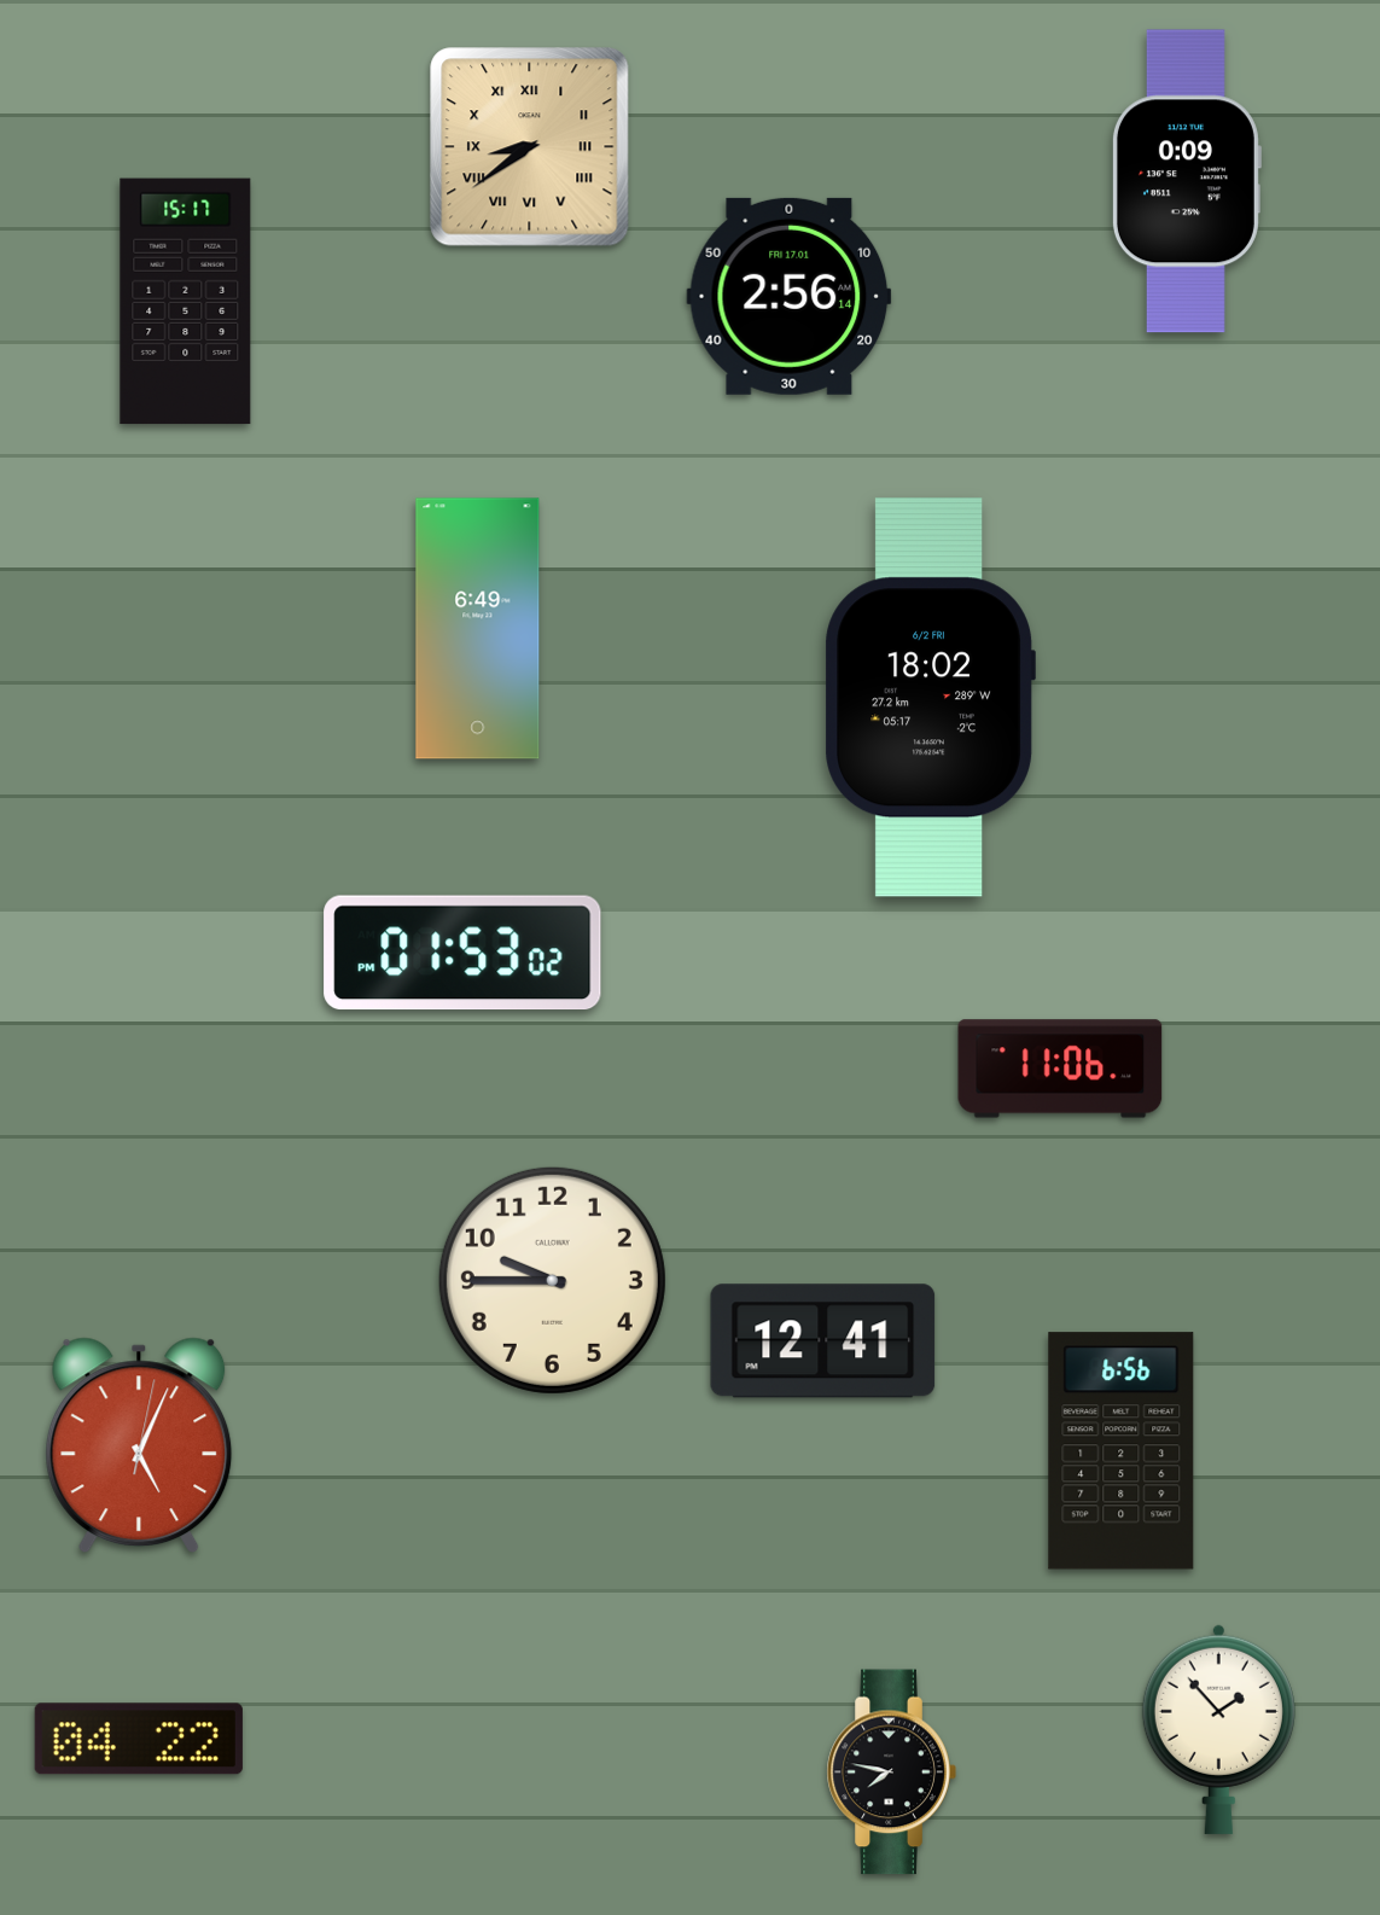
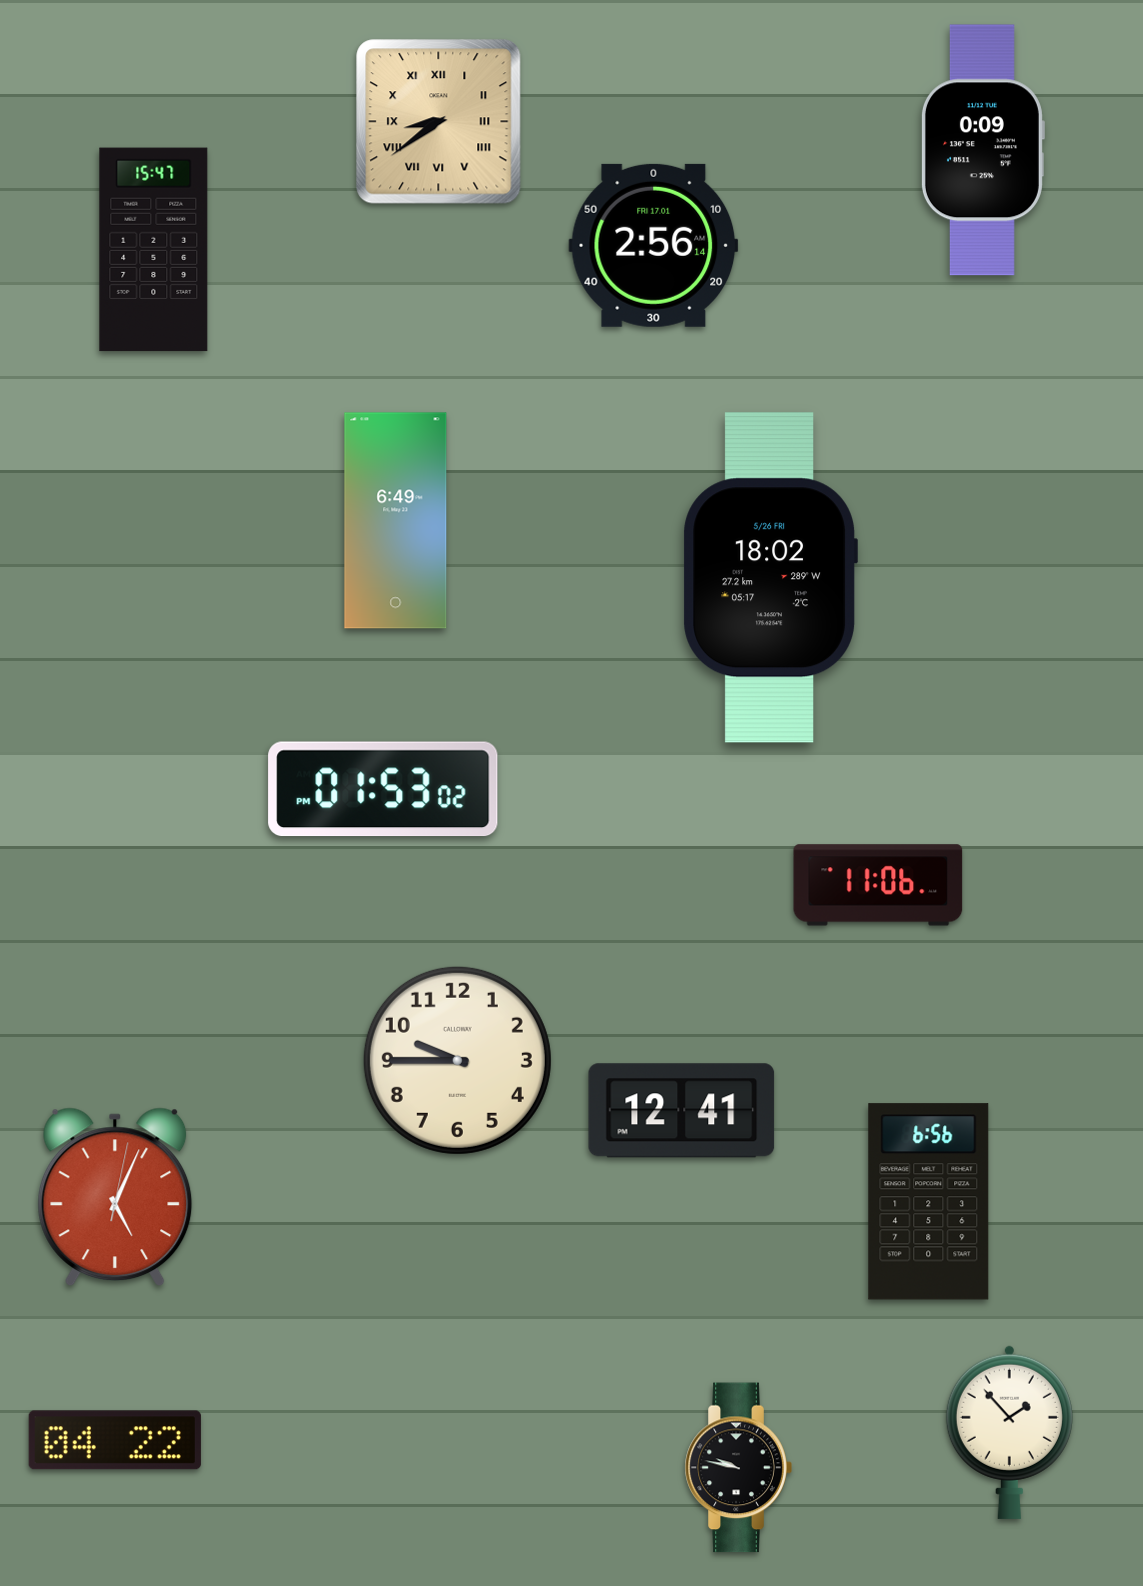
clock at (186, 302): 15:17 -> 15:47
clock at (930, 698) date: 6/2 FRI -> 5/26 FRI
clock at (891, 1773): 7:47 -> 9:47
